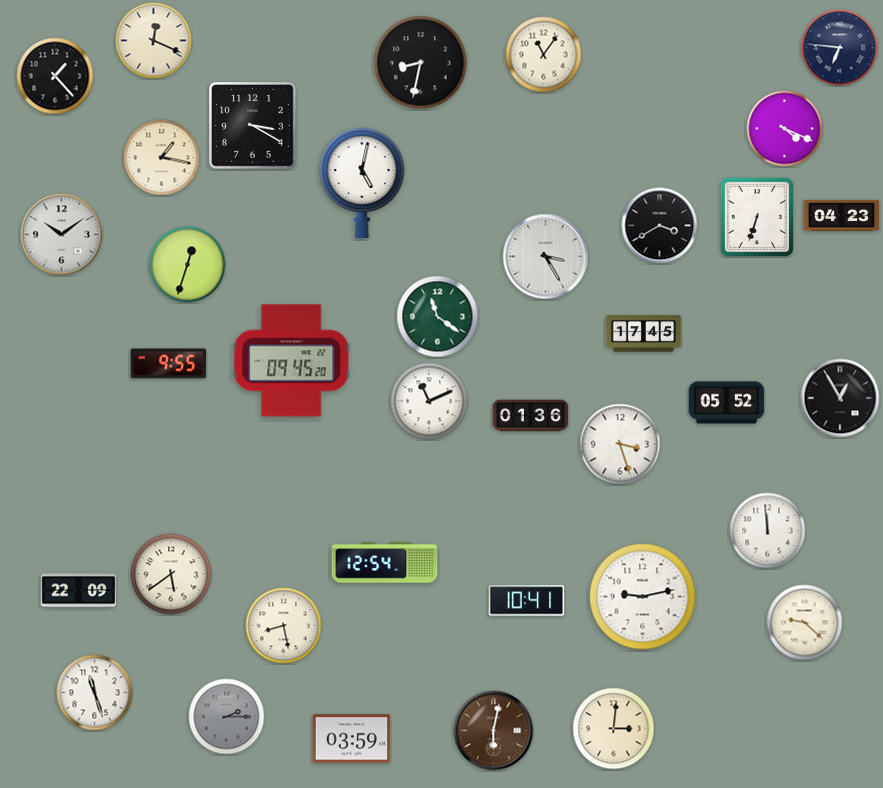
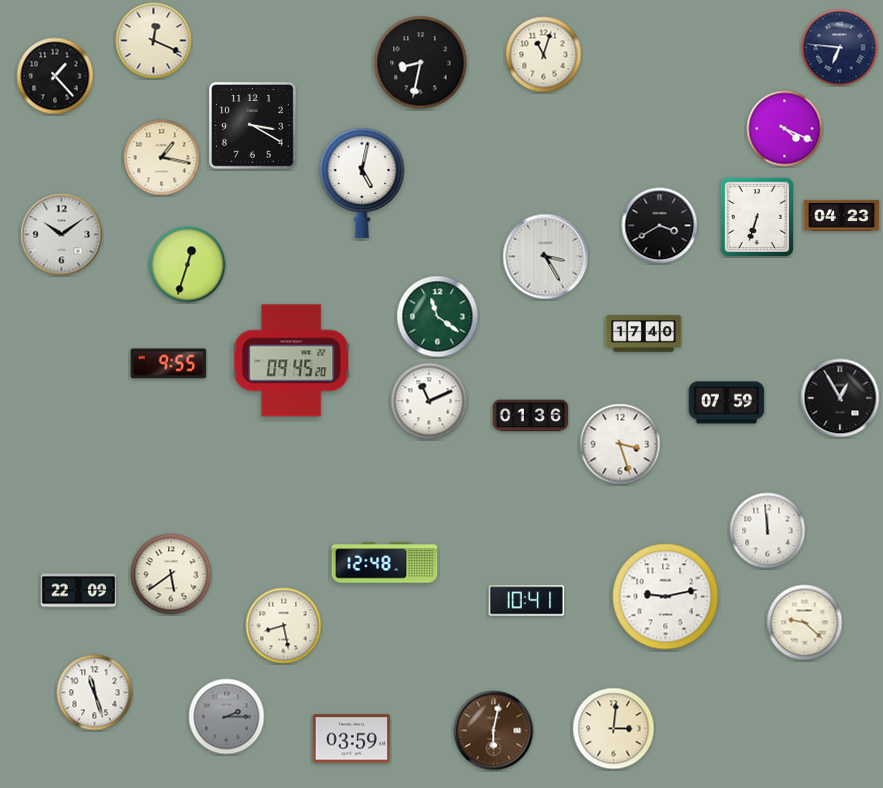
clock at (544, 55): 11:06 -> 11:03
clock at (644, 334): 17:45 -> 17:40
clock at (727, 403): 05:52 -> 07:59
clock at (385, 563): 12:54 -> 12:48
clock at (643, 597) position: (643, 597) -> (666, 597)
